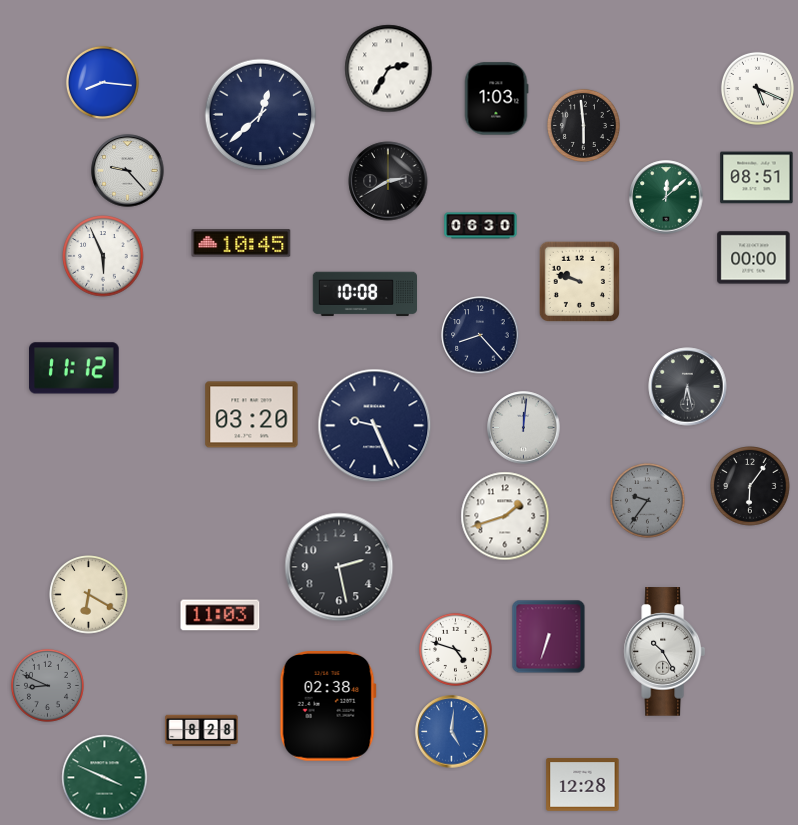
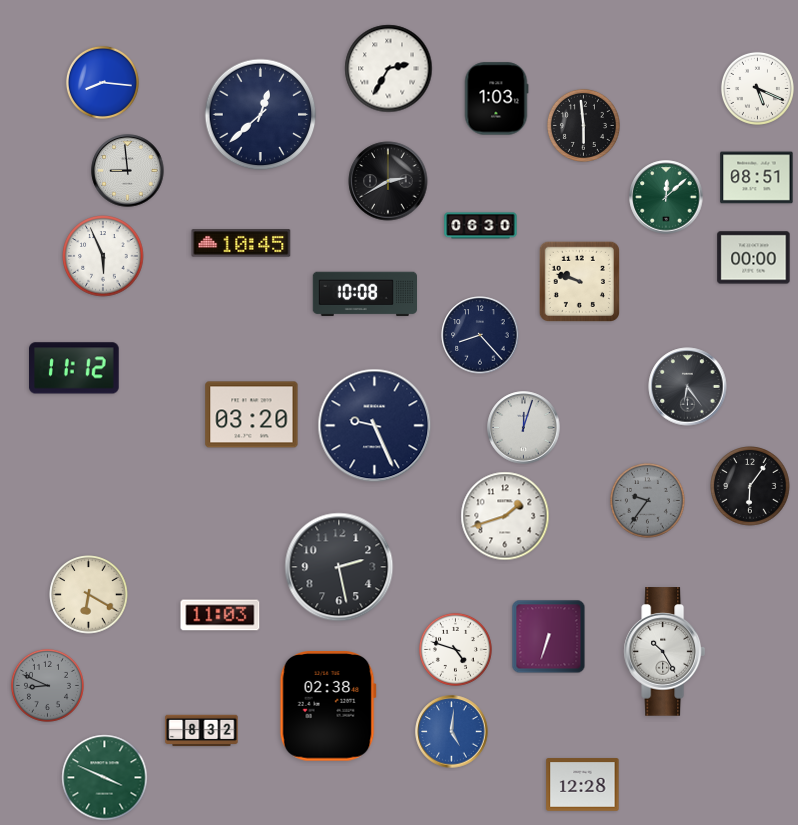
clock at (128, 171): 9:23 -> 8:59
clock at (688, 387): 6:28 -> 6:24
clock at (524, 428): 12:01 -> 12:03
clock at (202, 731): 8:28 -> 8:32
